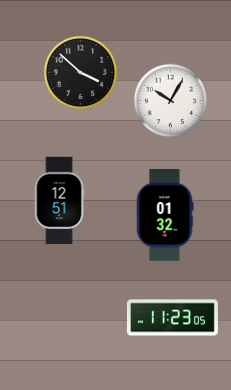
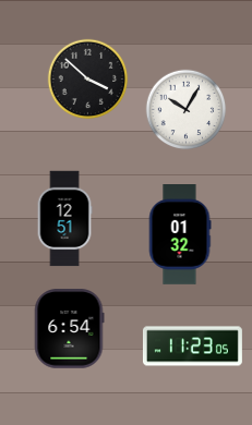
clock at (69, 329): none -> 6:54
clock at (172, 318) position: (172, 318) -> (192, 347)
